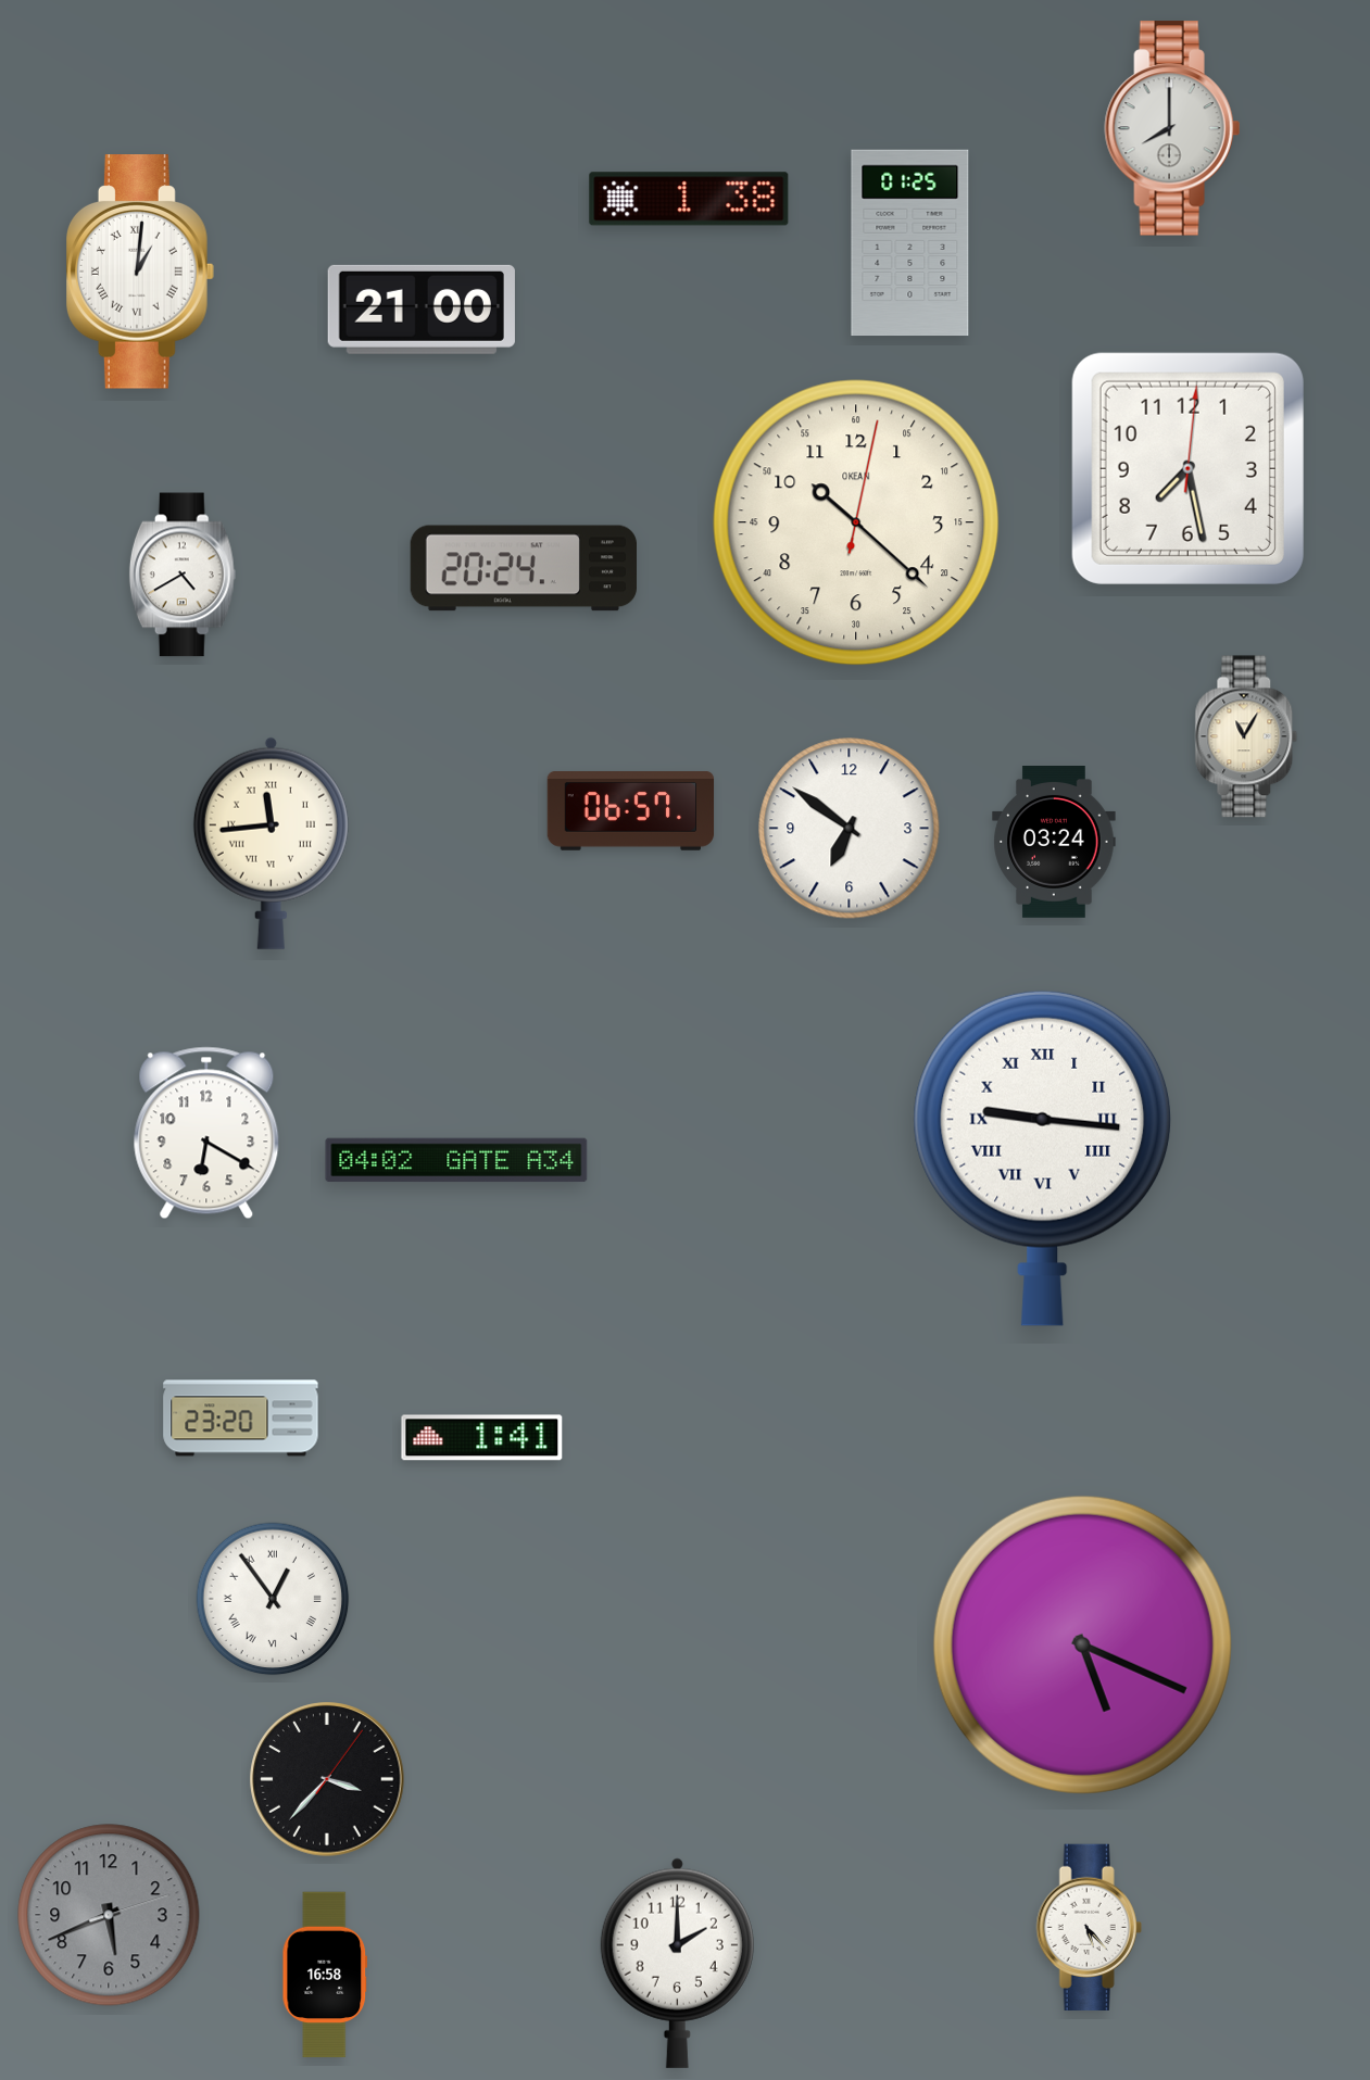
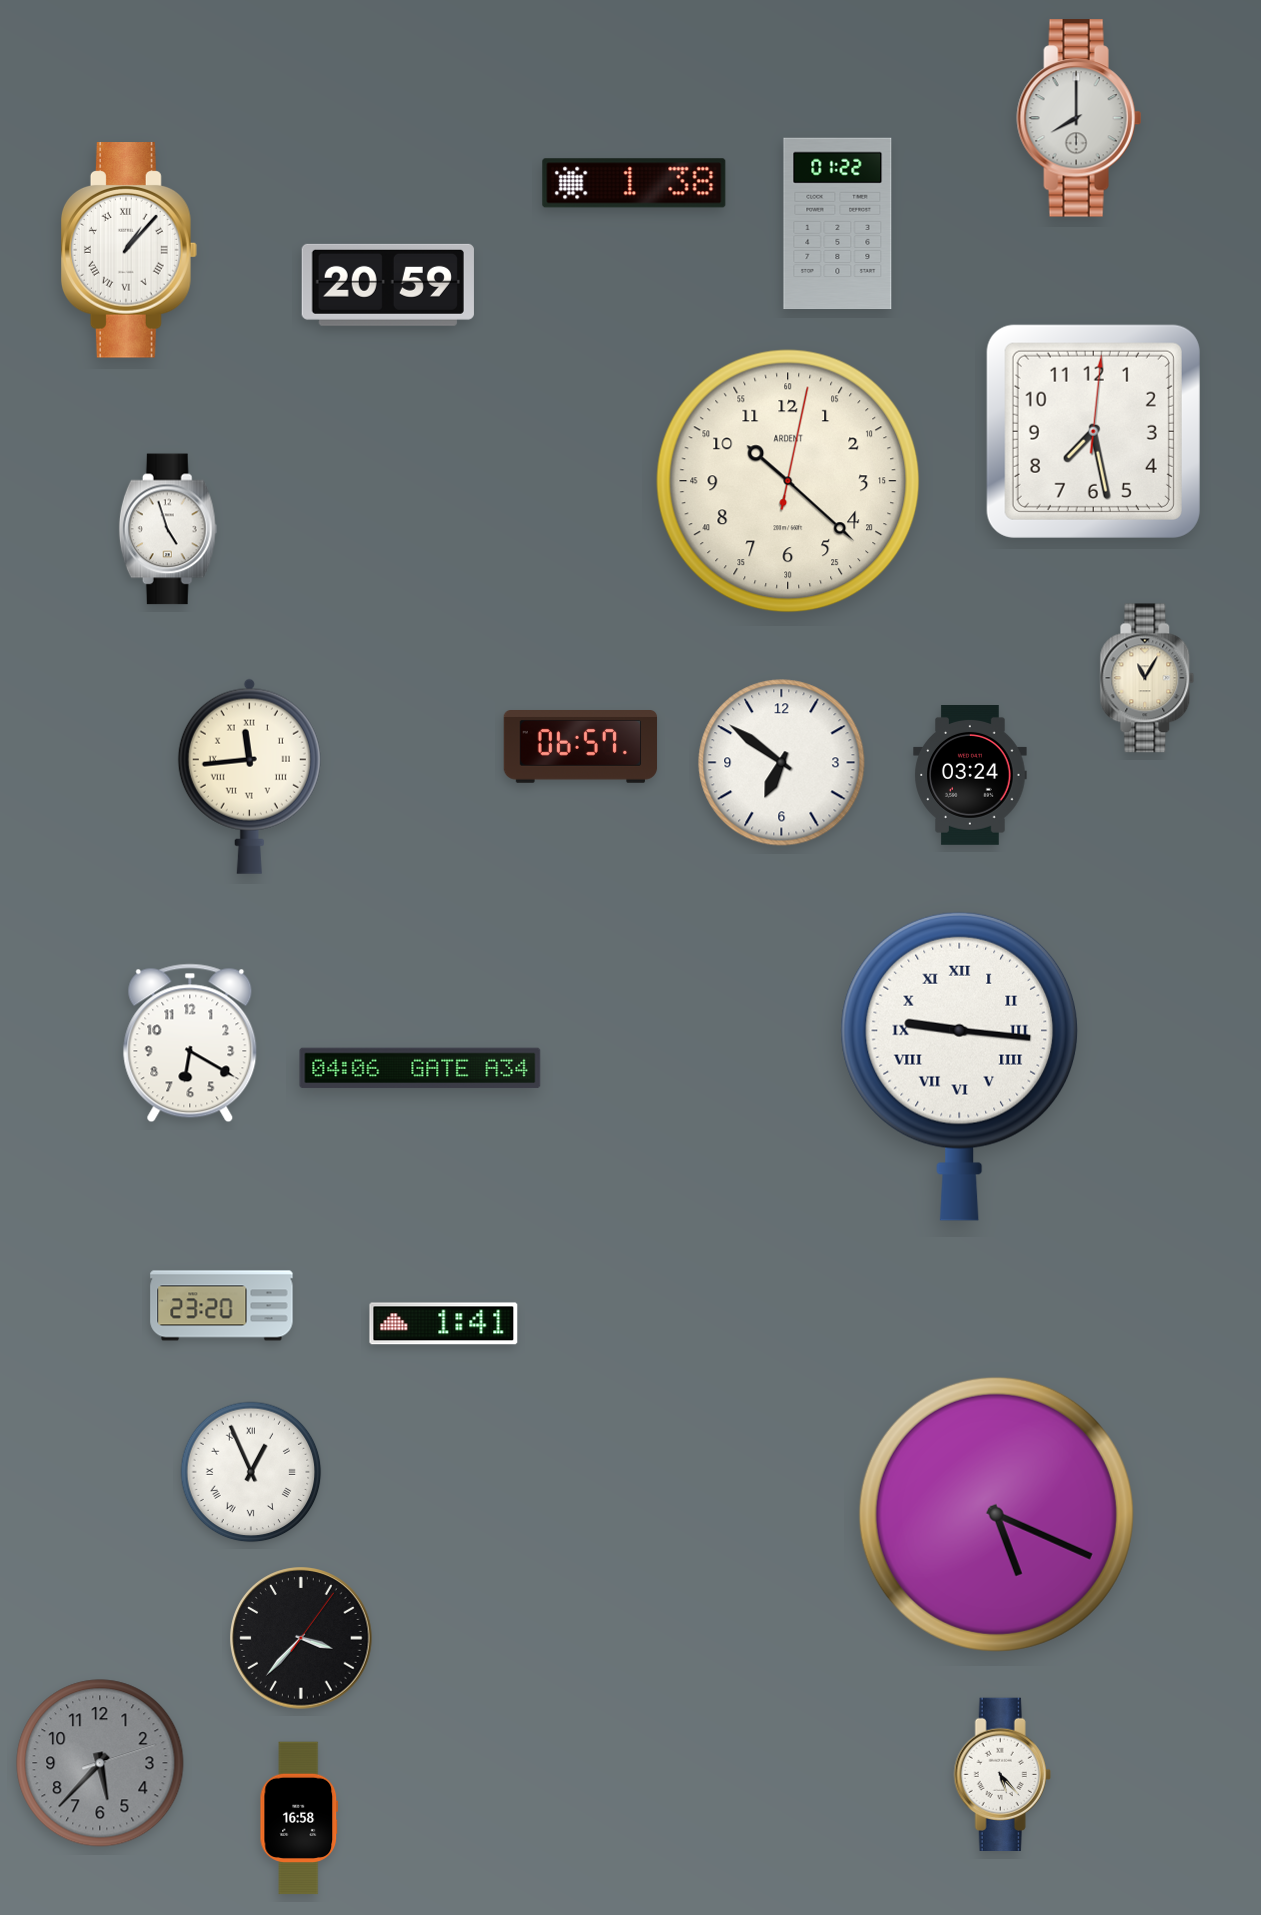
clock at (910, 243): 01:25 -> 01:22
clock at (141, 272): 1:01 -> 1:07
clock at (422, 310): 21:00 -> 20:59
clock at (856, 522) brand: OKEAN -> ARDENT
clock at (523, 568): 20:24 -> none
clock at (183, 575): 4:40 -> 4:57
clock at (456, 1160): 04:02 -> 04:06
clock at (273, 1599): 12:54 -> 12:56
clock at (109, 1915): 5:41 -> 5:37
clock at (677, 1963): 2:00 -> none
